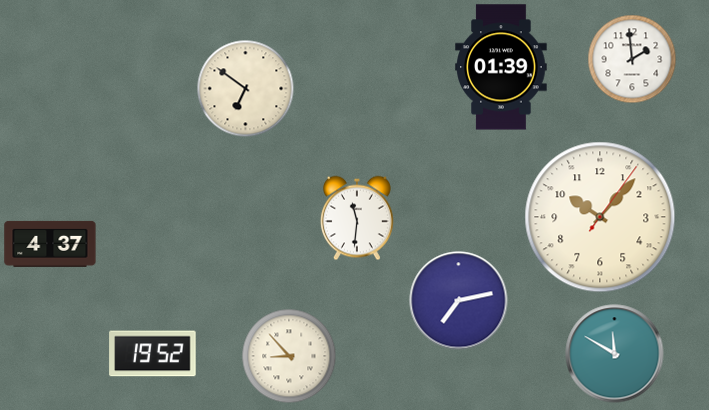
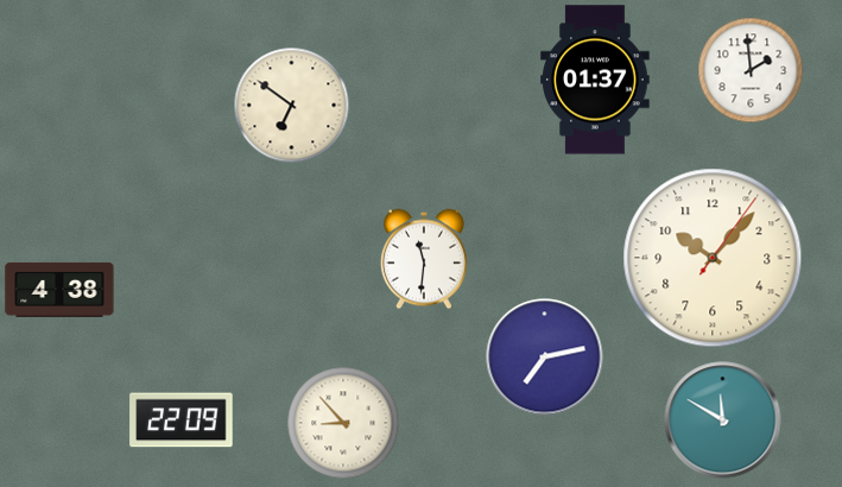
clock at (501, 67): 01:39 -> 01:37
clock at (50, 244): 4:37 -> 4:38
clock at (153, 354): 19:52 -> 22:09
clock at (615, 354) position: (615, 354) -> (723, 420)
